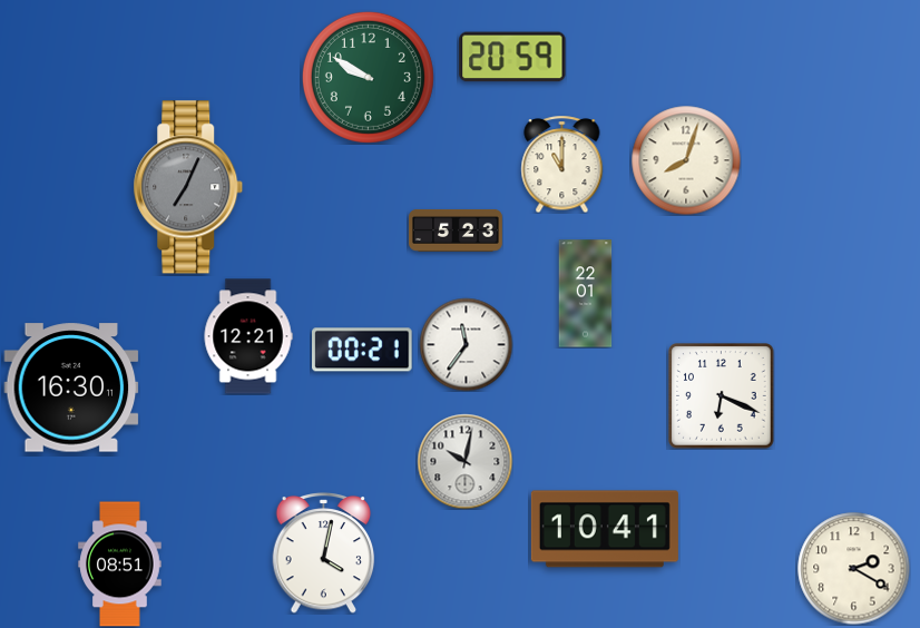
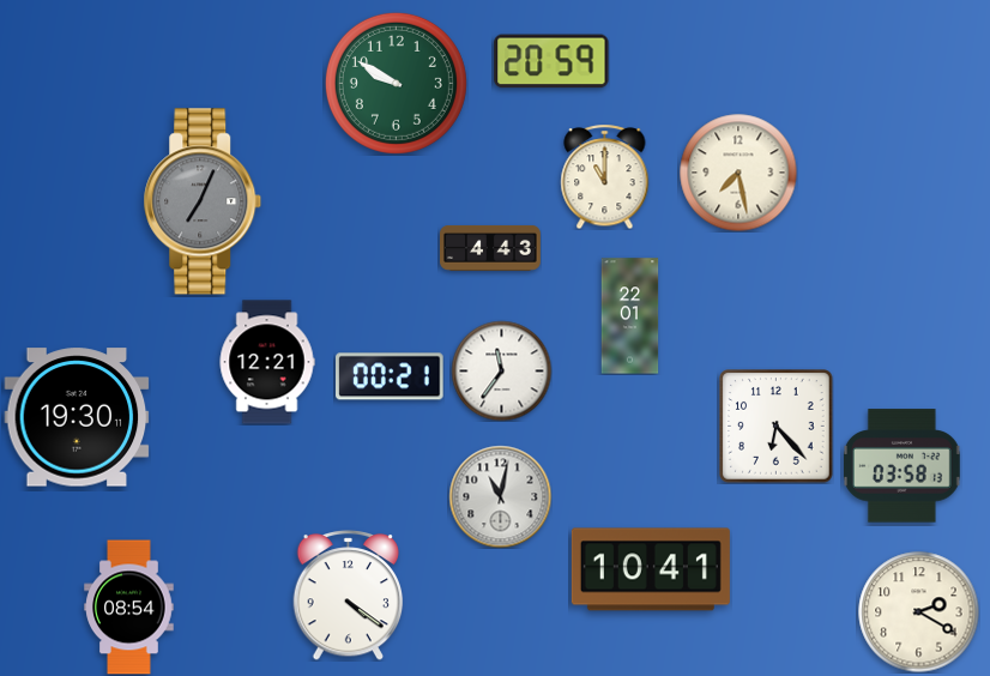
clock at (686, 160): 8:03 -> 7:28
clock at (457, 230): 5:23 -> 4:43
clock at (71, 387): 16:30 -> 19:30
clock at (722, 396): 6:19 -> 6:23
clock at (901, 466): none -> 03:58
clock at (464, 461): 10:02 -> 11:02
clock at (324, 553): 4:02 -> 4:21
clock at (120, 565): 08:51 -> 08:54
